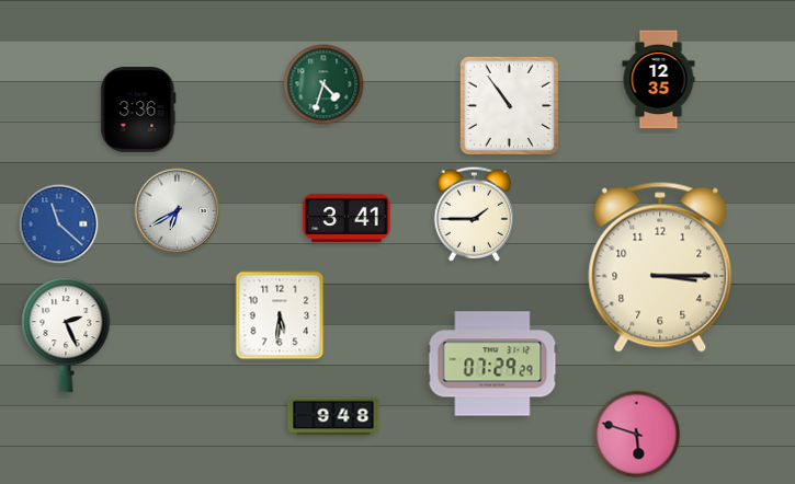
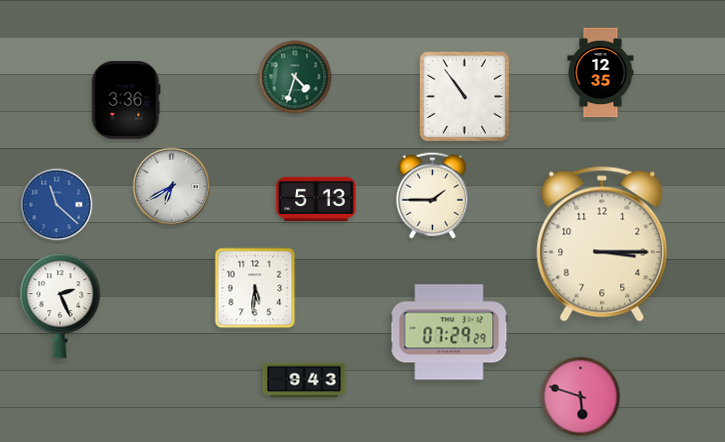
clock at (178, 211) position: (178, 211) -> (172, 187)
clock at (347, 218): 3:41 -> 5:13
clock at (59, 224) position: (59, 224) -> (57, 205)
clock at (333, 416): 9:48 -> 9:43
